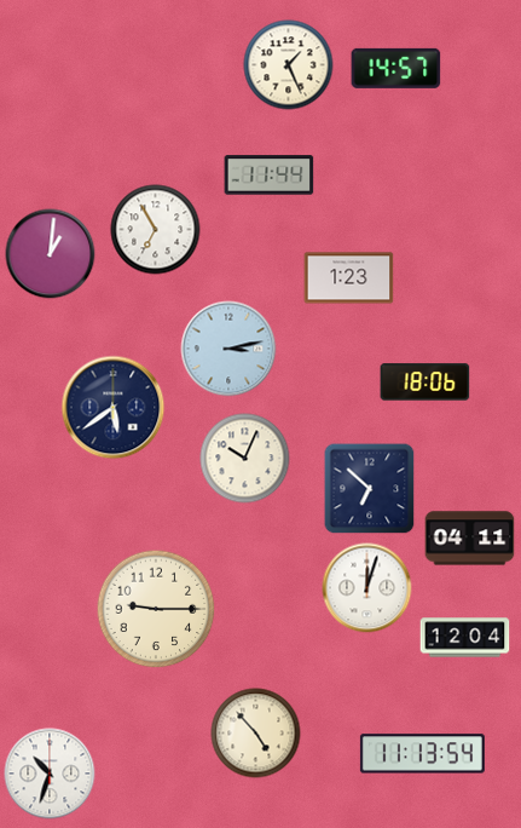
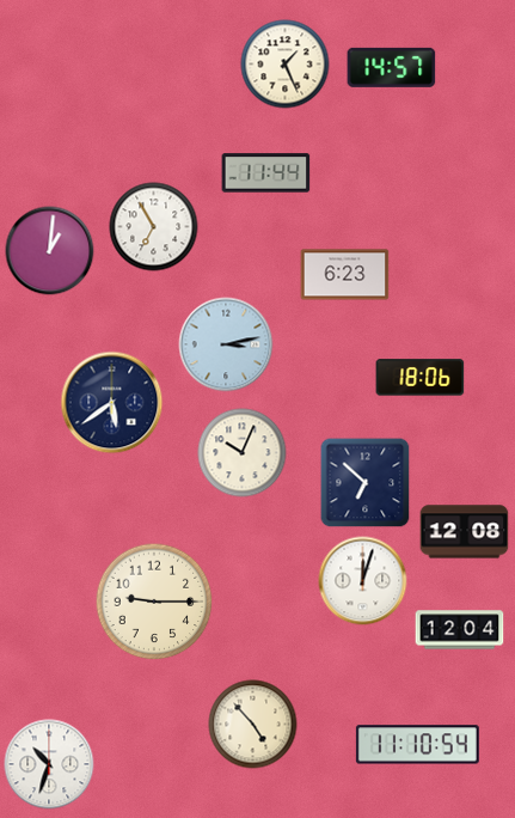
clock at (349, 278): 1:23 -> 6:23
clock at (470, 539): 04:11 -> 12:08
clock at (422, 754): 11:13 -> 11:10
